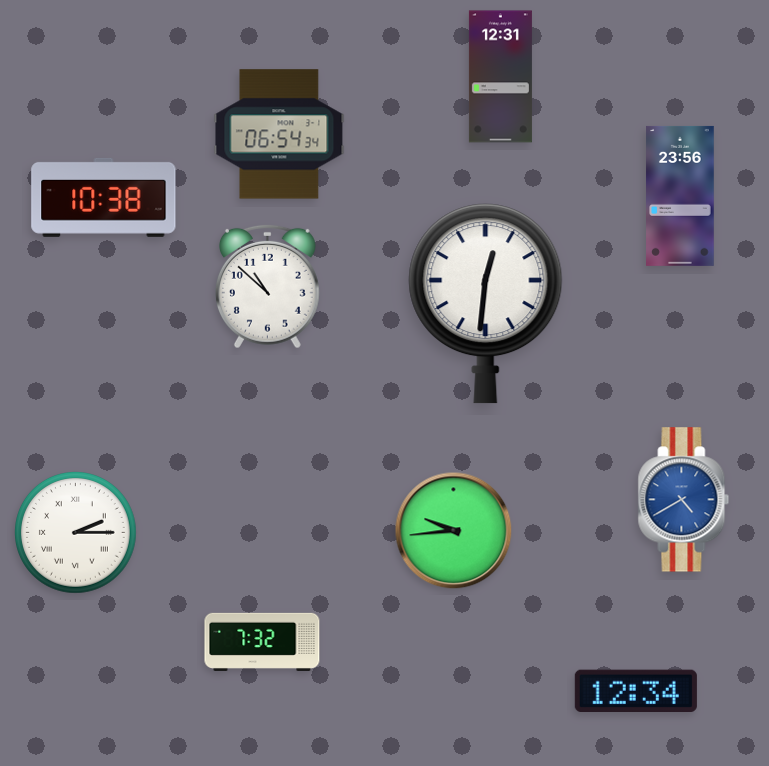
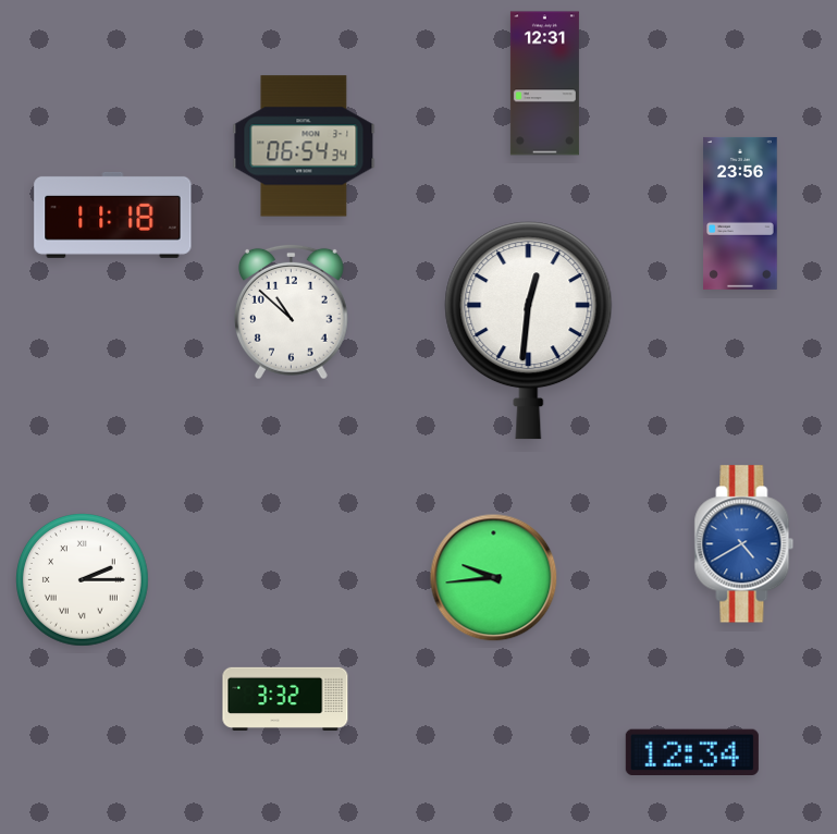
clock at (104, 197): 10:38 -> 11:18
clock at (262, 642): 7:32 -> 3:32
